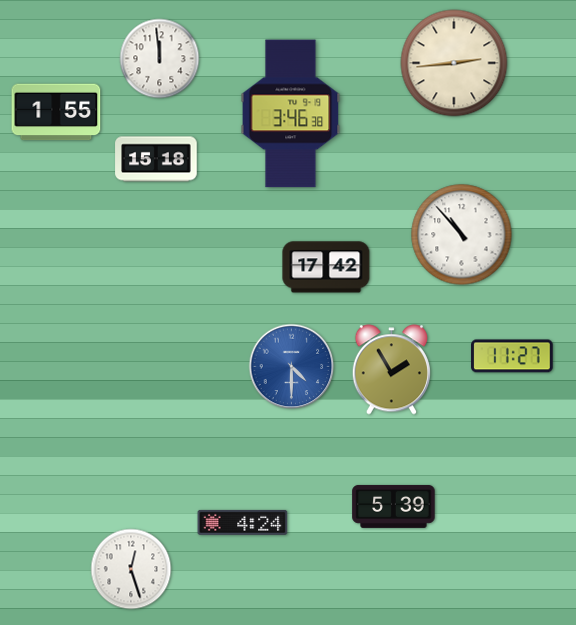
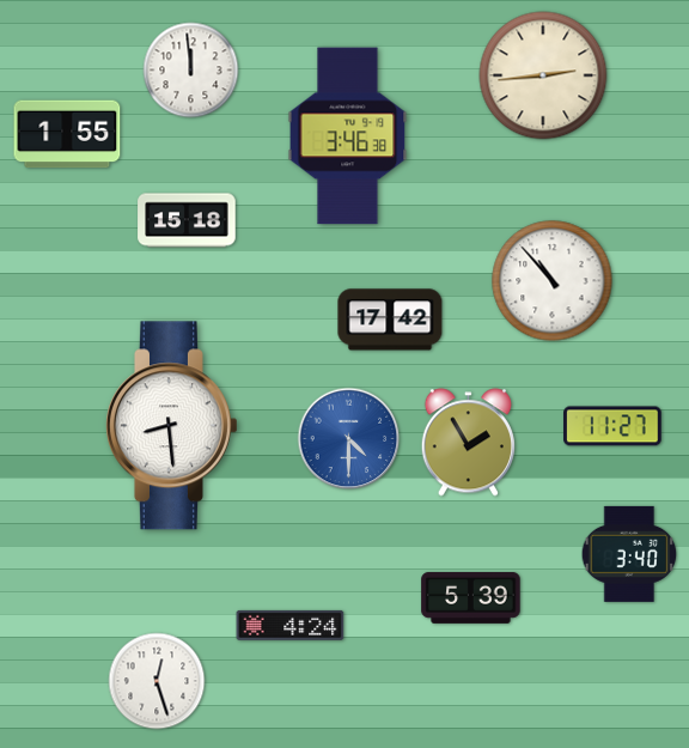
clock at (156, 159) position: (156, 159) -> (187, 220)
clock at (171, 426): none -> 8:29
clock at (629, 554): none -> 3:40
clock at (394, 506) position: (394, 506) -> (471, 597)
